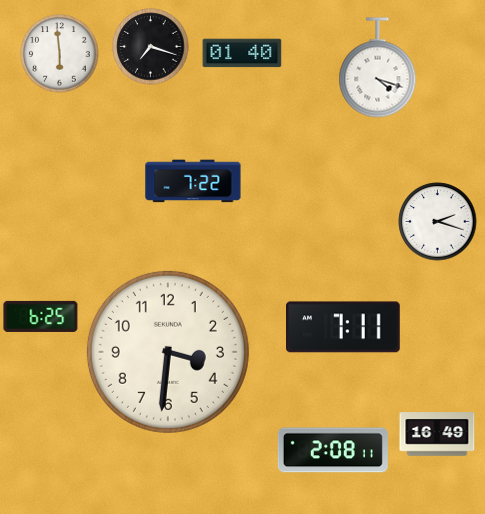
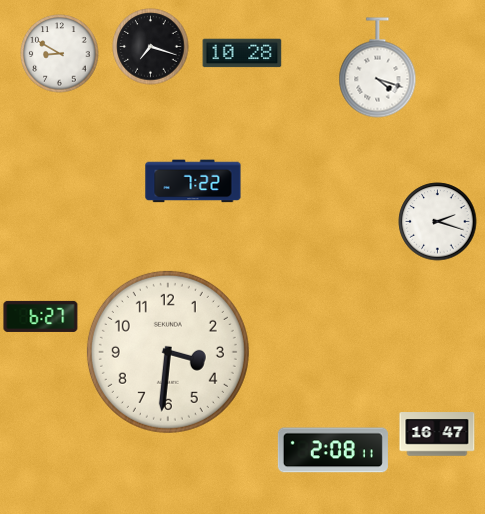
clock at (242, 53): 01:40 -> 10:28
clock at (60, 54): 5:59 -> 8:50
clock at (41, 316): 6:25 -> 6:27
clock at (344, 327): 7:11 -> none
clock at (437, 434): 16:49 -> 16:47
